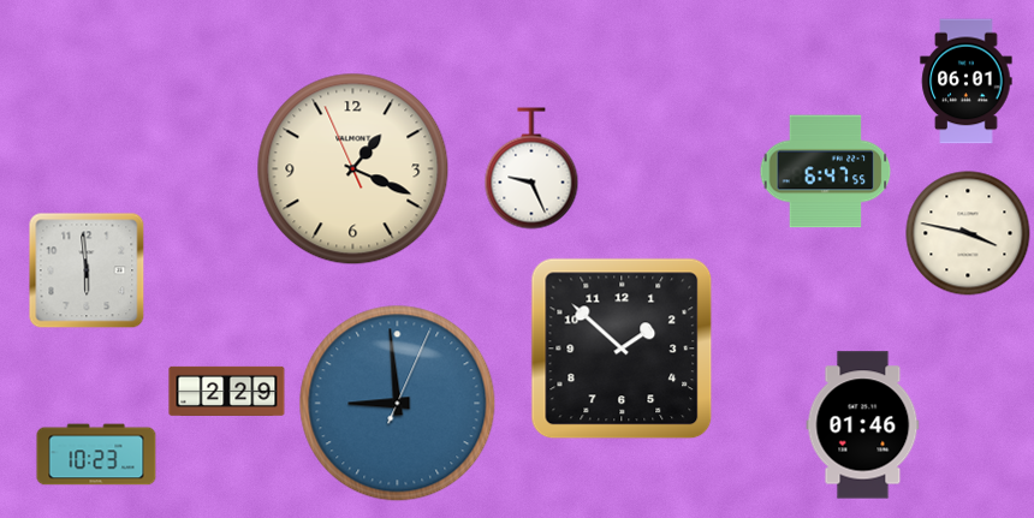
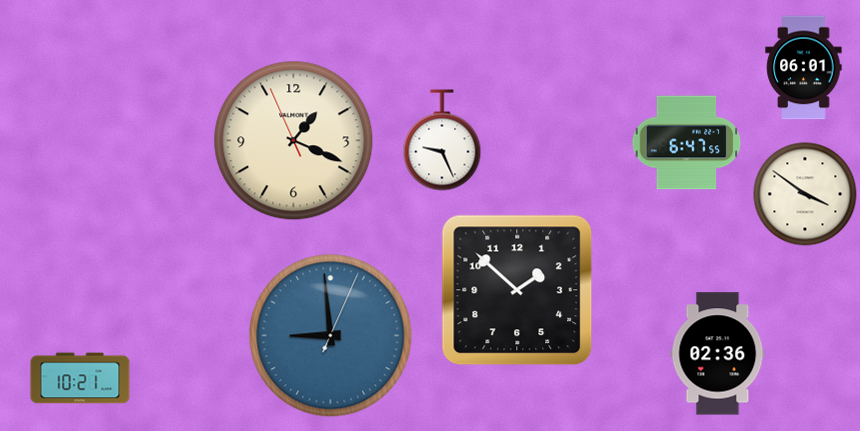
clock at (968, 233): 3:47 -> 3:51
clock at (87, 270): 5:59 -> none
clock at (227, 391): 2:29 -> none
clock at (863, 425): 01:46 -> 02:36
clock at (96, 454): 10:23 -> 10:21
